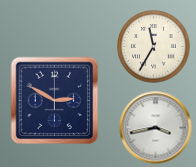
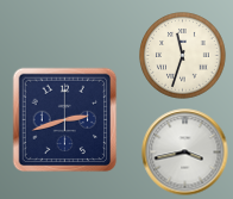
clock at (154, 47): 11:35 -> 11:33
clock at (55, 101): 2:50 -> 2:42
